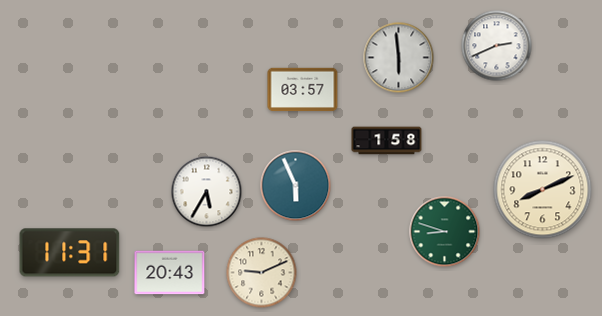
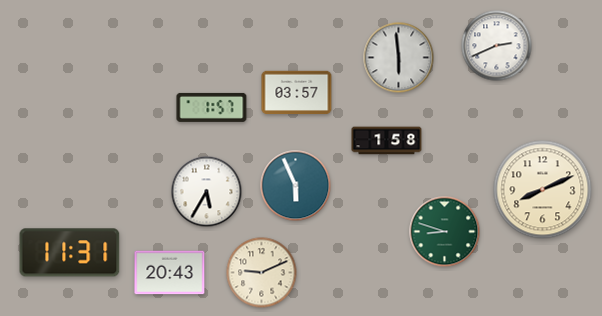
clock at (303, 90) position: (303, 90) -> (297, 93)
clock at (212, 107): none -> 1:57
